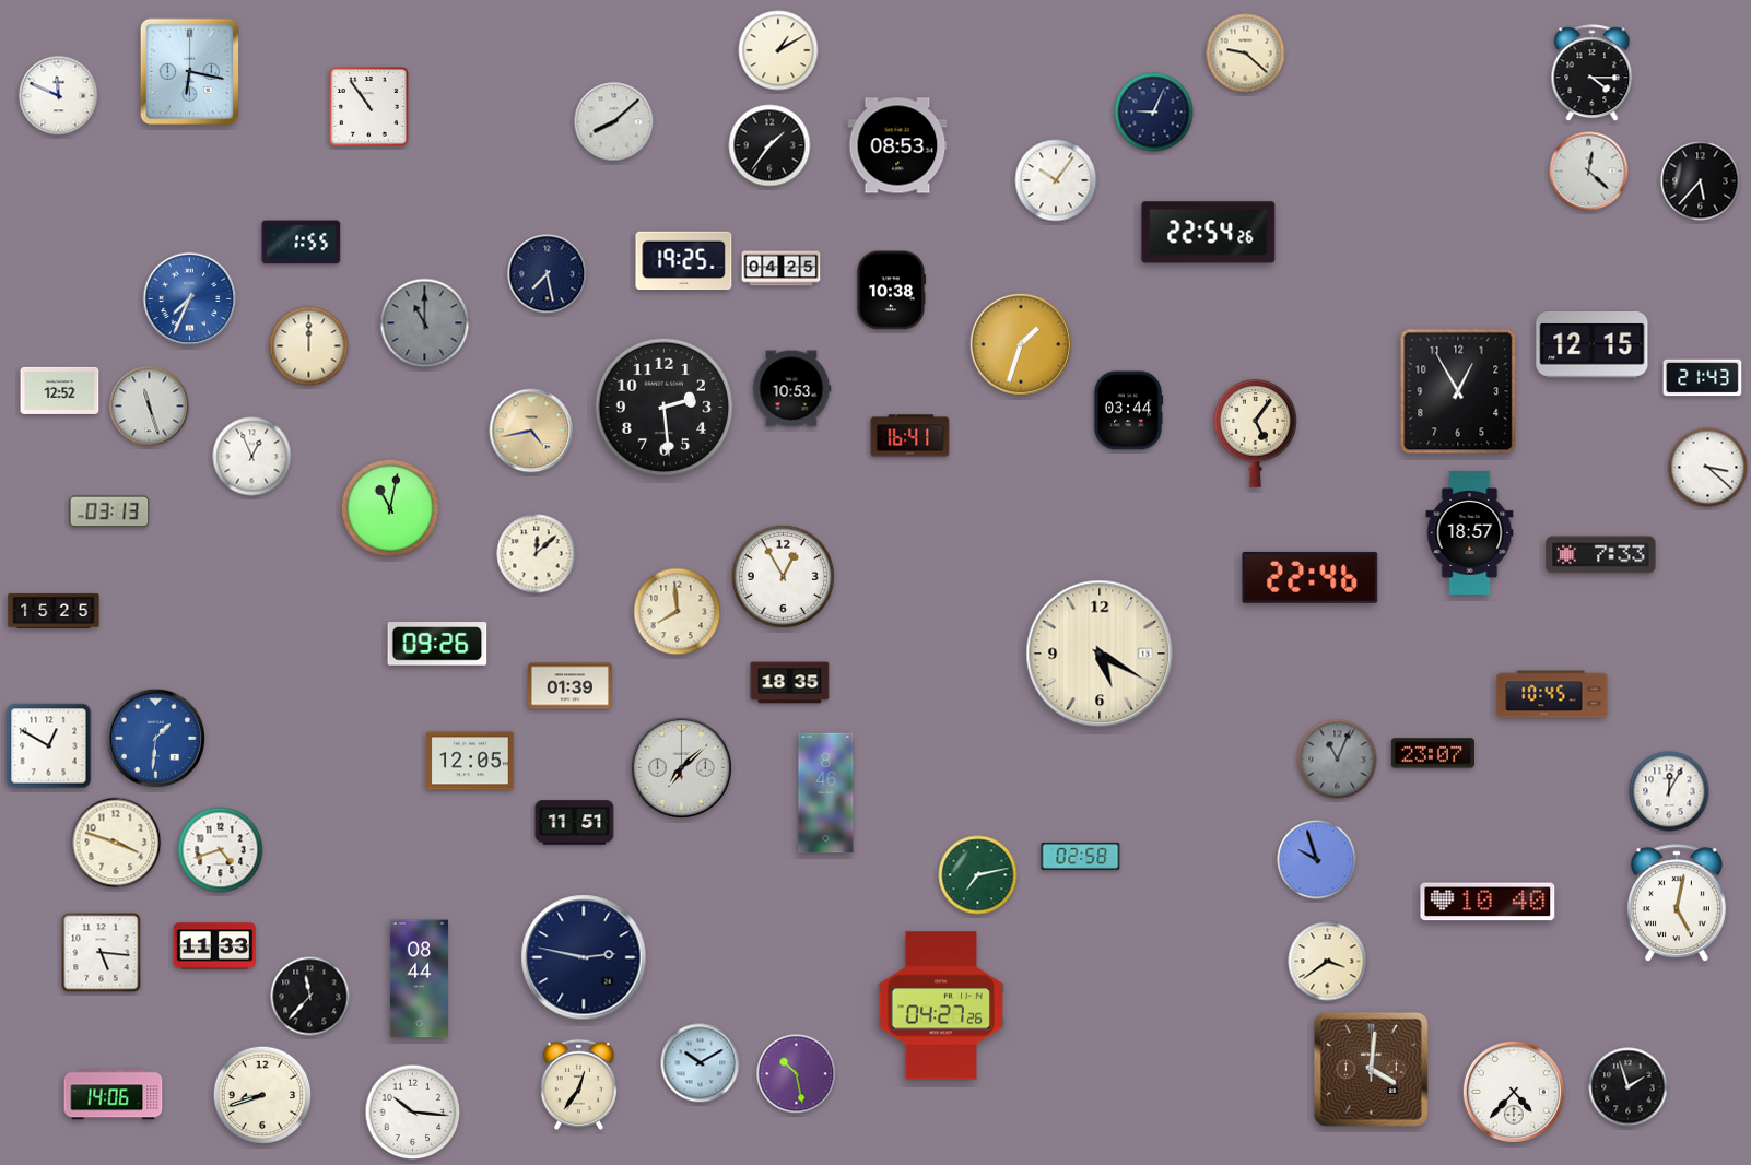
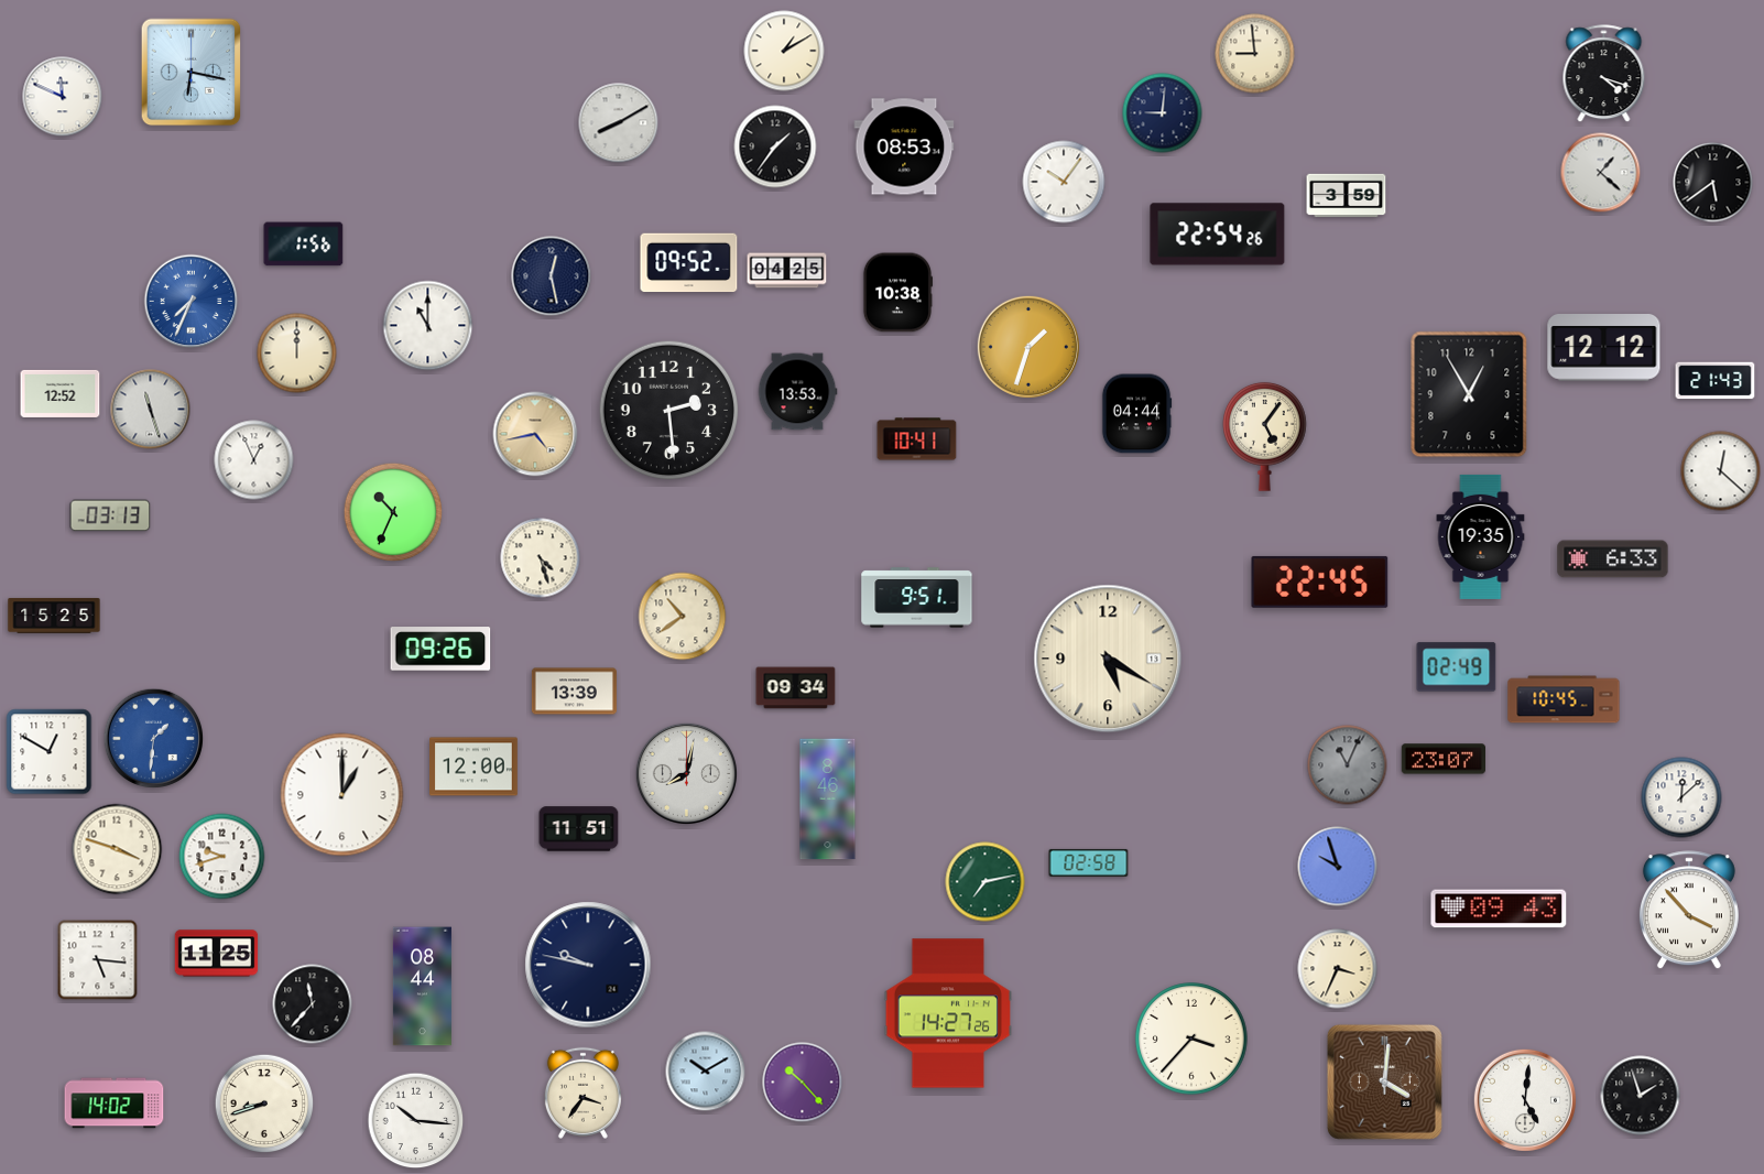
clock at (1246, 54): 9:22 -> 8:59
clock at (1593, 73): 4:15 -> 4:18
clock at (59, 96) position: (59, 96) -> (63, 97)
clock at (369, 107): 10:54 -> none
clock at (1154, 113): 9:04 -> 9:01
clock at (614, 122): 8:08 -> 8:10
clock at (1589, 172): 12:22 -> 1:22
clock at (1701, 181): 5:37 -> 5:39
clock at (1347, 196): none -> 3:59
clock at (302, 243): 1:55 -> 1:56
clock at (684, 261): 19:25 -> 09:52
clock at (548, 274): 7:28 -> 12:28
clock at (425, 323) dial: grey -> white
clock at (1593, 345): 12:15 -> 12:12
clock at (309, 346) position: (309, 346) -> (297, 354)
clock at (791, 389): 10:53 -> 13:53
clock at (1128, 411): 03:44 -> 04:44
clock at (910, 436): 16:41 -> 10:41
clock at (1708, 468): 3:22 -> 12:22
clock at (390, 508): 11:02 -> 10:34
clock at (1470, 532): 18:57 -> 19:35
clock at (537, 554): 12:08 -> 4:27
clock at (1601, 555): 7:33 -> 6:33
clock at (783, 576): 12:55 -> none
clock at (1311, 577): 22:46 -> 22:45
clock at (917, 598): none -> 9:51
clock at (678, 612): 7:59 -> 10:39
clock at (1457, 667): none -> 02:49
clock at (790, 683): 18:35 -> 09:34
clock at (569, 686): 01:39 -> 13:39
clock at (156, 739) position: (156, 739) -> (154, 739)
clock at (470, 761): 12:05 -> 12:00
clock at (681, 767): 7:08 -> 8:02
clock at (342, 795): none -> 1:00
clock at (1669, 791): 12:05 -> 12:08
clock at (826, 793) position: (826, 793) -> (828, 800)
clock at (221, 850): 4:42 -> 9:42
clock at (1317, 860) position: (1317, 860) -> (1338, 867)
clock at (1488, 902): 10:40 -> 09:43
clock at (1677, 904): 5:02 -> 3:53
clock at (215, 946): 11:33 -> 11:25
clock at (102, 953) position: (102, 953) -> (98, 960)
clock at (584, 957): 2:47 -> 9:47
clock at (1328, 962): 3:39 -> 3:34
clock at (940, 1005): 04:27 -> 14:27
clock at (1191, 1039): none -> 3:37
clock at (1371, 1069) position: (1371, 1069) -> (1384, 1081)
clock at (797, 1074): 10:28 -> 10:23
clock at (578, 1084): 12:36 -> 3:36
clock at (1514, 1092): 4:37 -> 5:01
clock at (114, 1095): 14:06 -> 14:02
